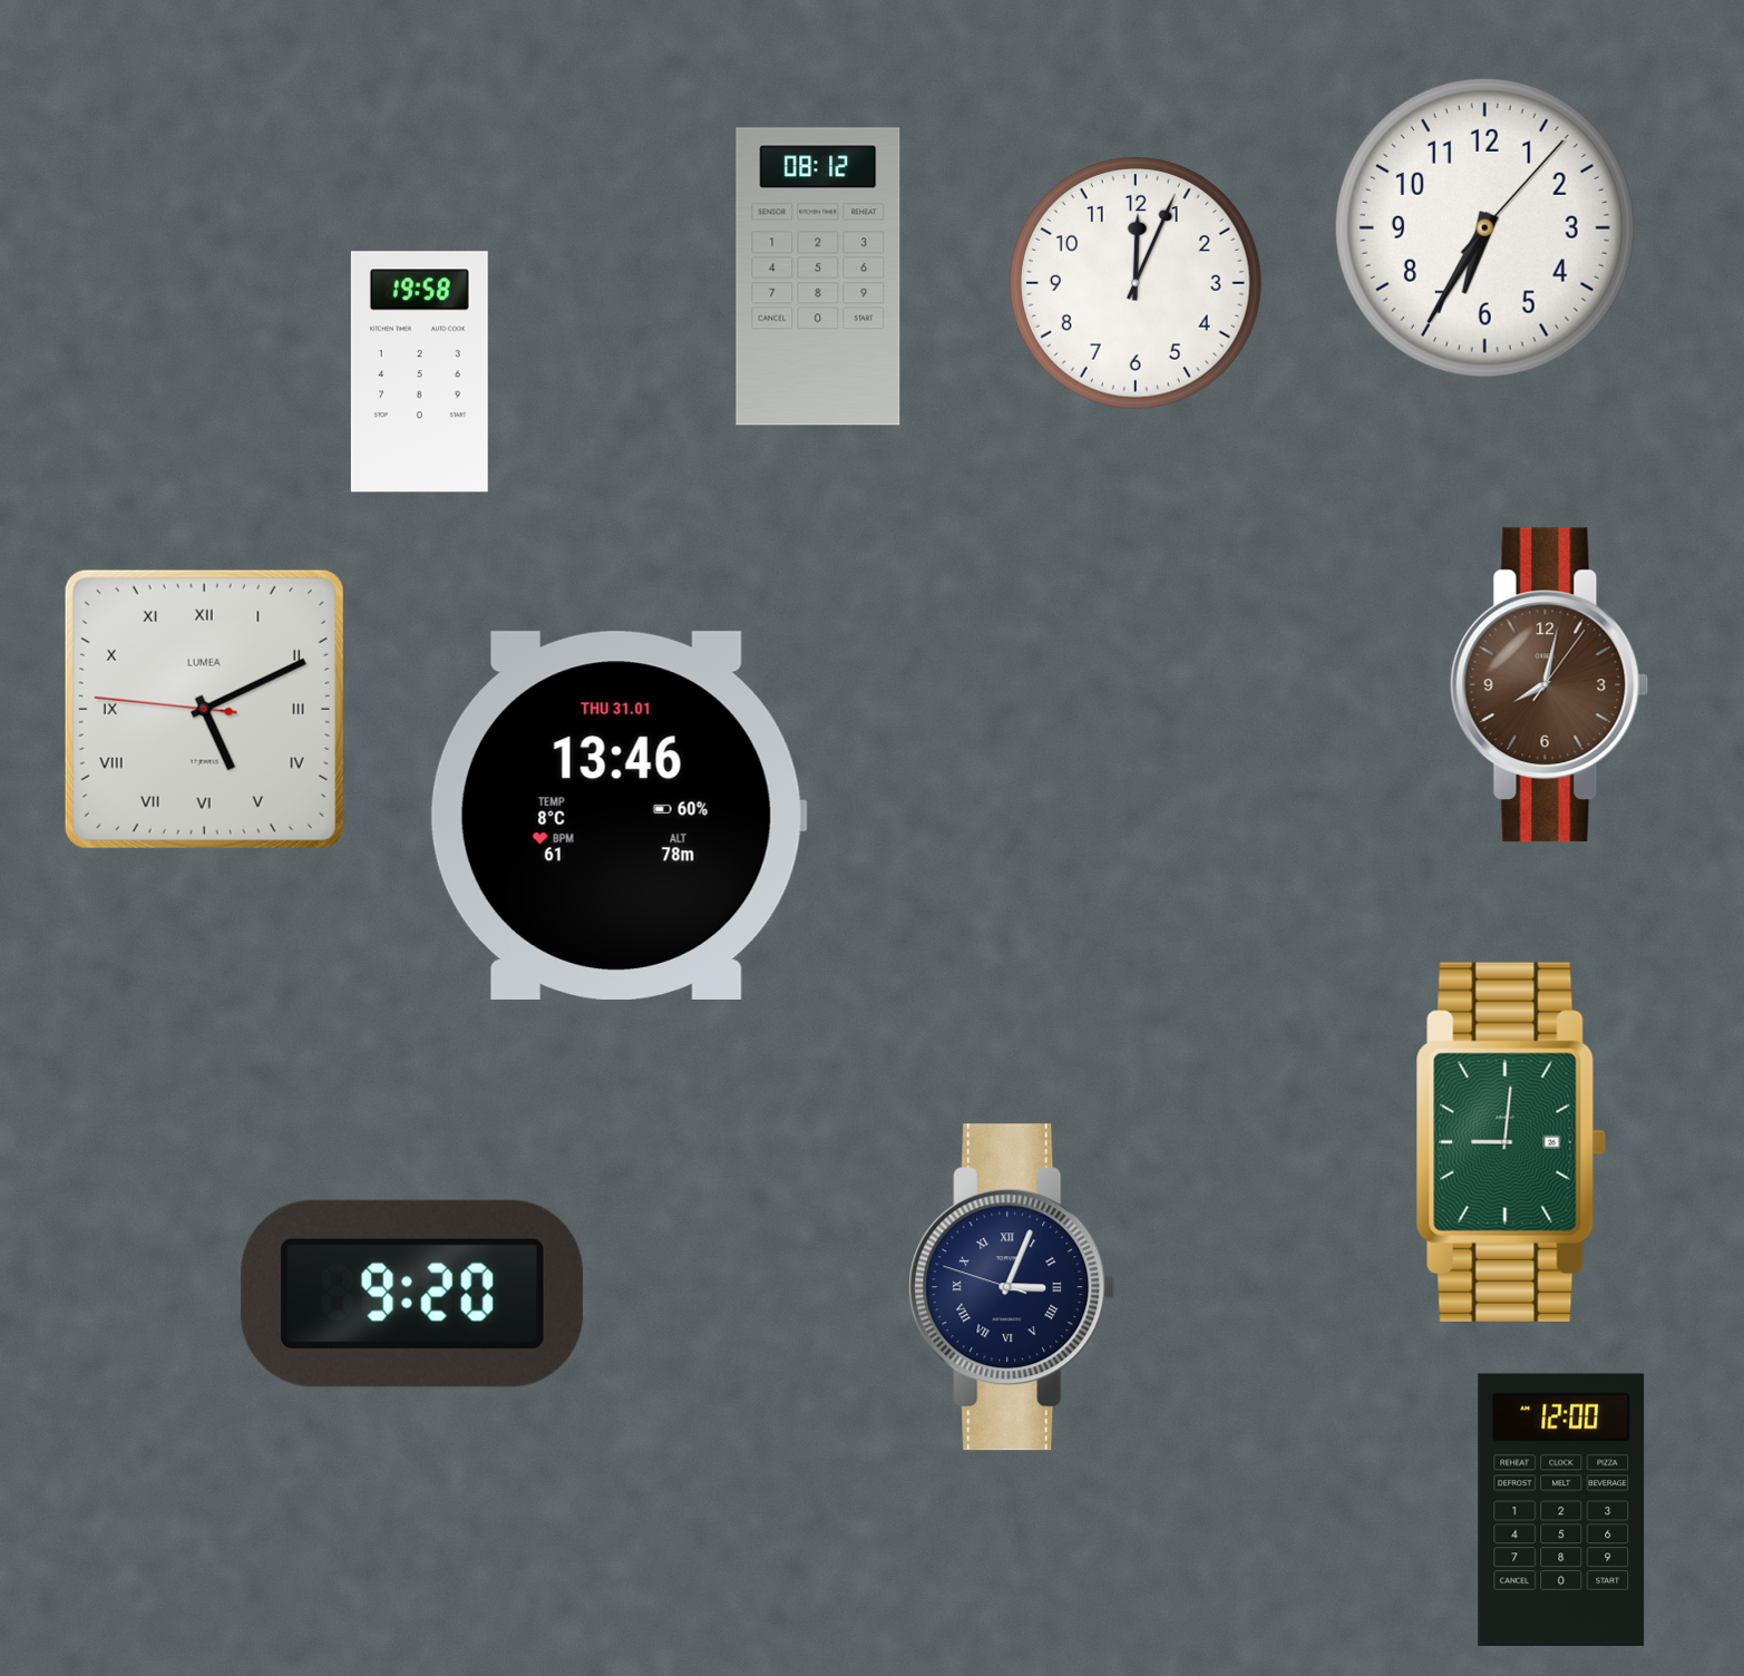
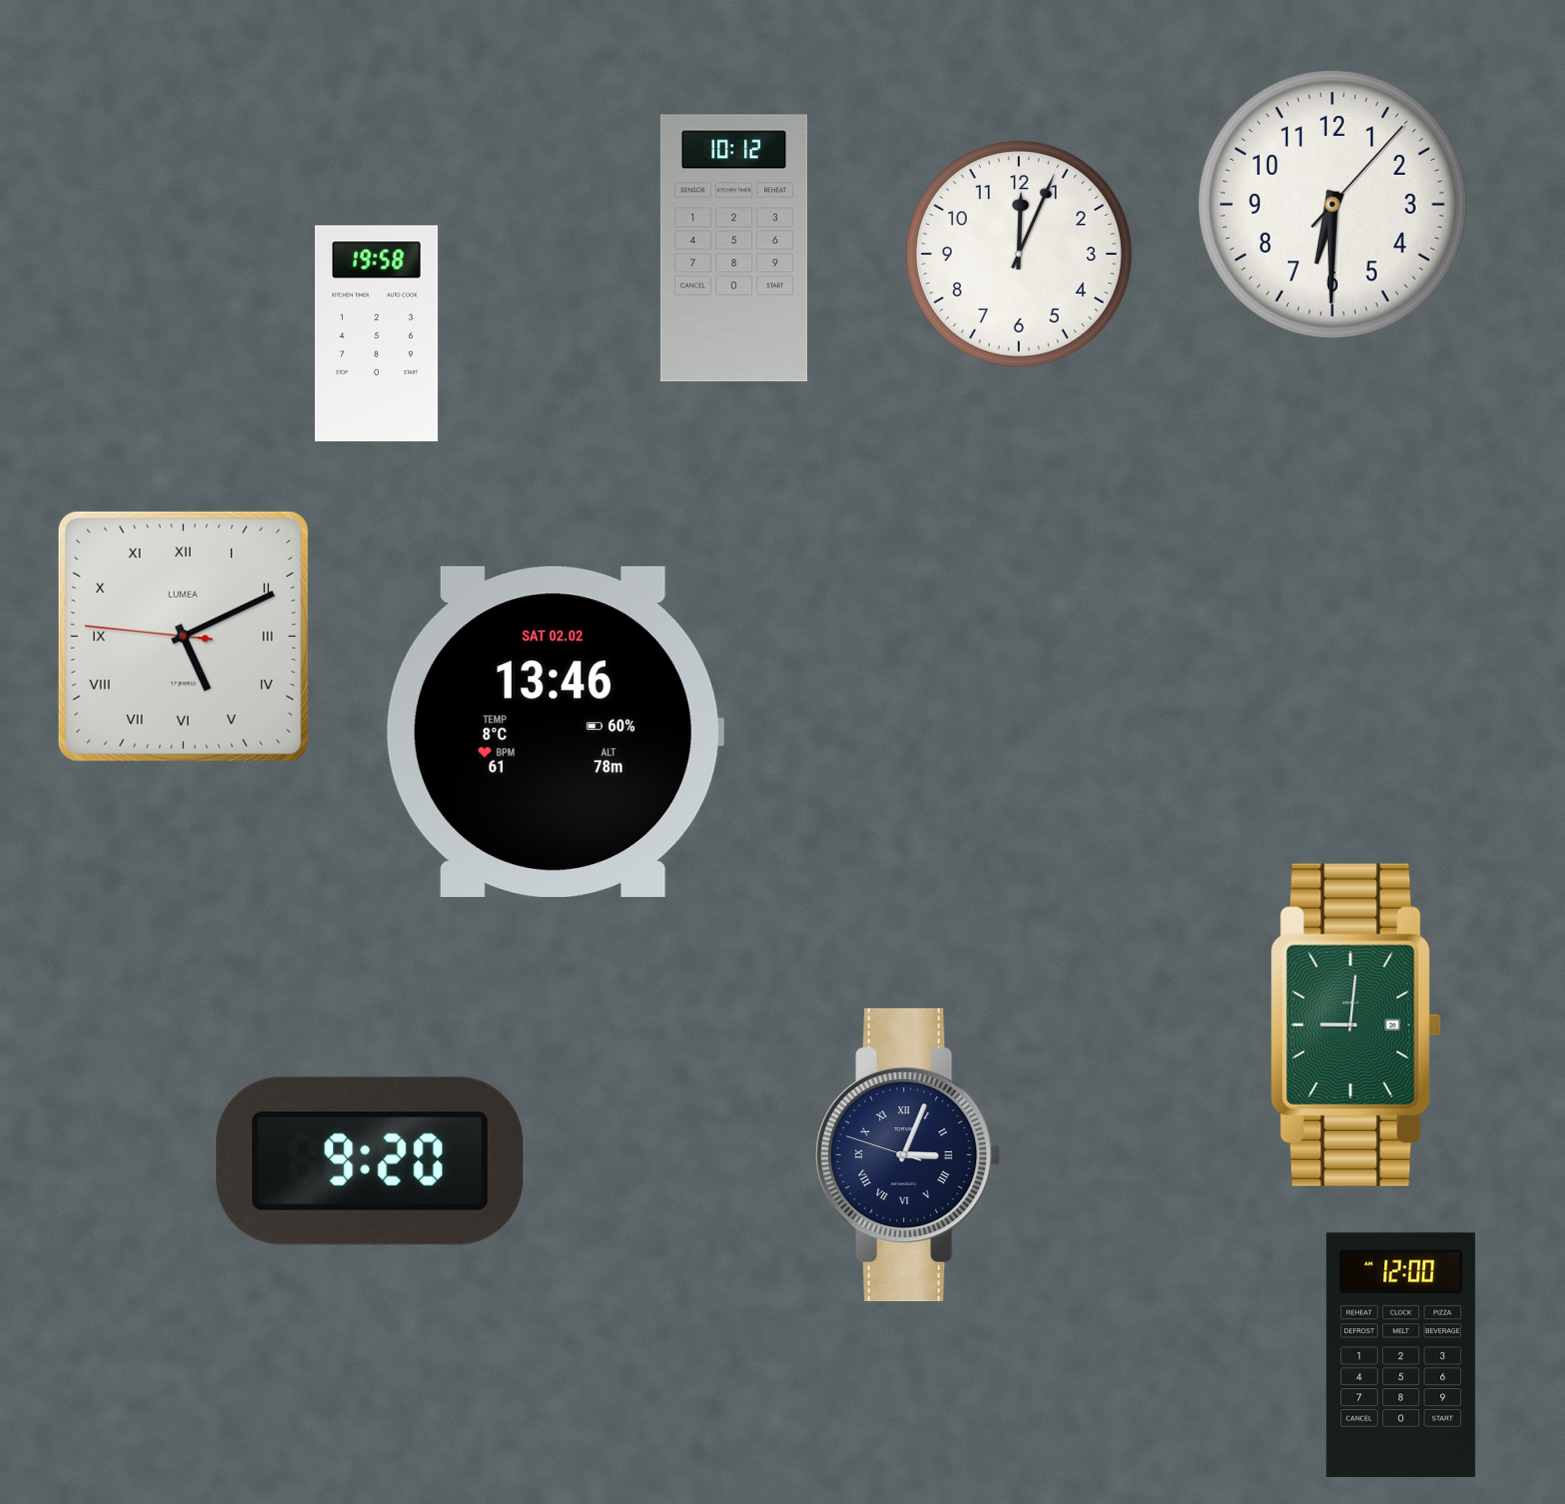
clock at (1484, 227): 6:35 -> 6:30
clock at (818, 276): 08:12 -> 10:12
clock at (1550, 685): 8:02 -> none
clock at (618, 816) date: THU 31.01 -> SAT 02.02
